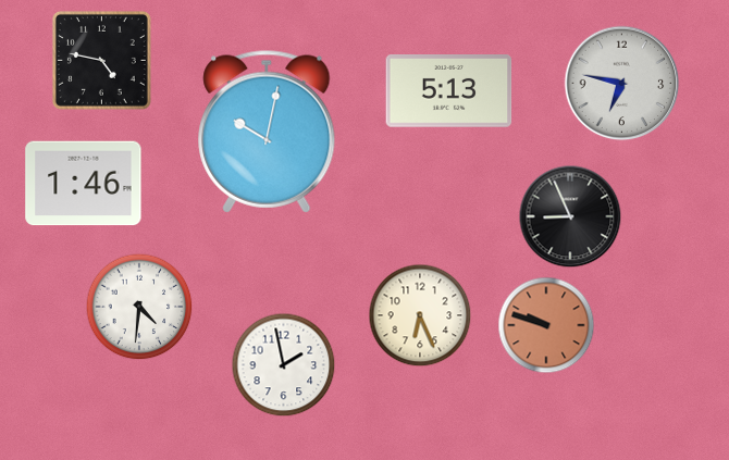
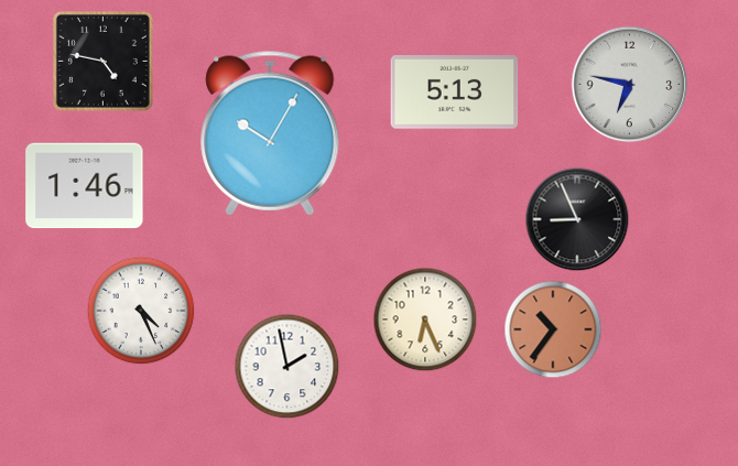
clock at (267, 132): 10:02 -> 10:05
clock at (139, 307): 4:31 -> 4:26
clock at (546, 325): 9:48 -> 10:36
clock at (284, 365) position: (284, 365) -> (287, 367)
